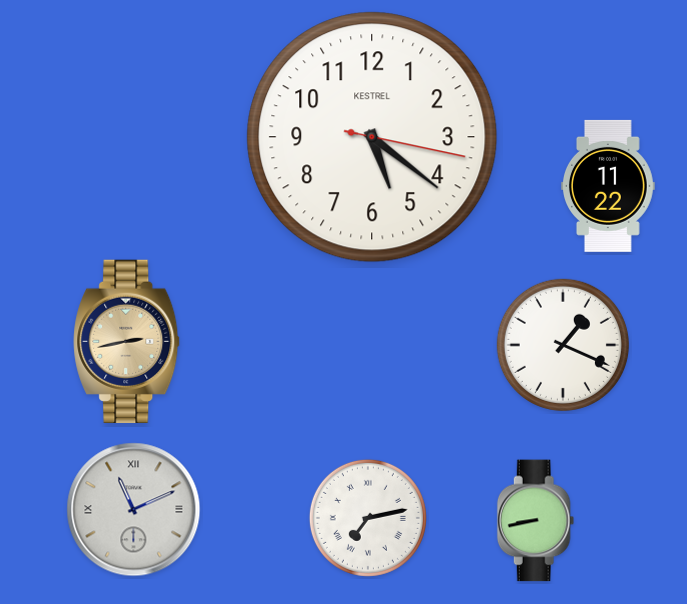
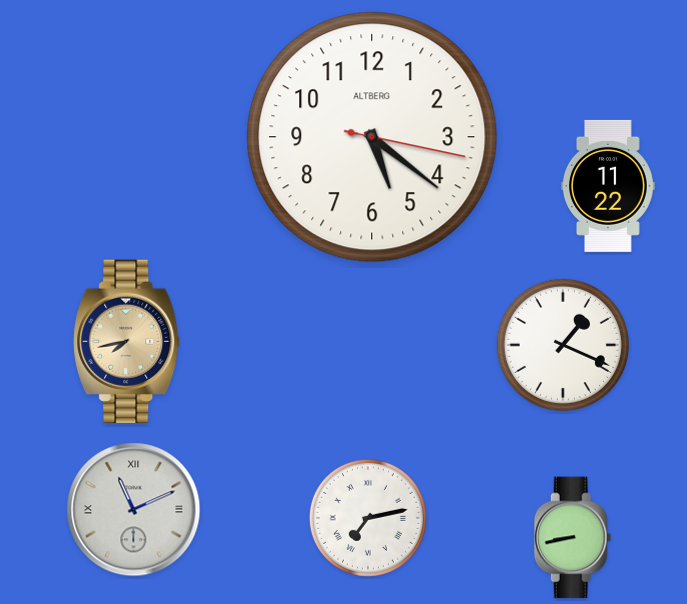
clock at (372, 137) brand: KESTREL -> ALTBERG
clock at (127, 341): 2:43 -> 7:43
clock at (536, 521) position: (536, 521) -> (573, 538)
